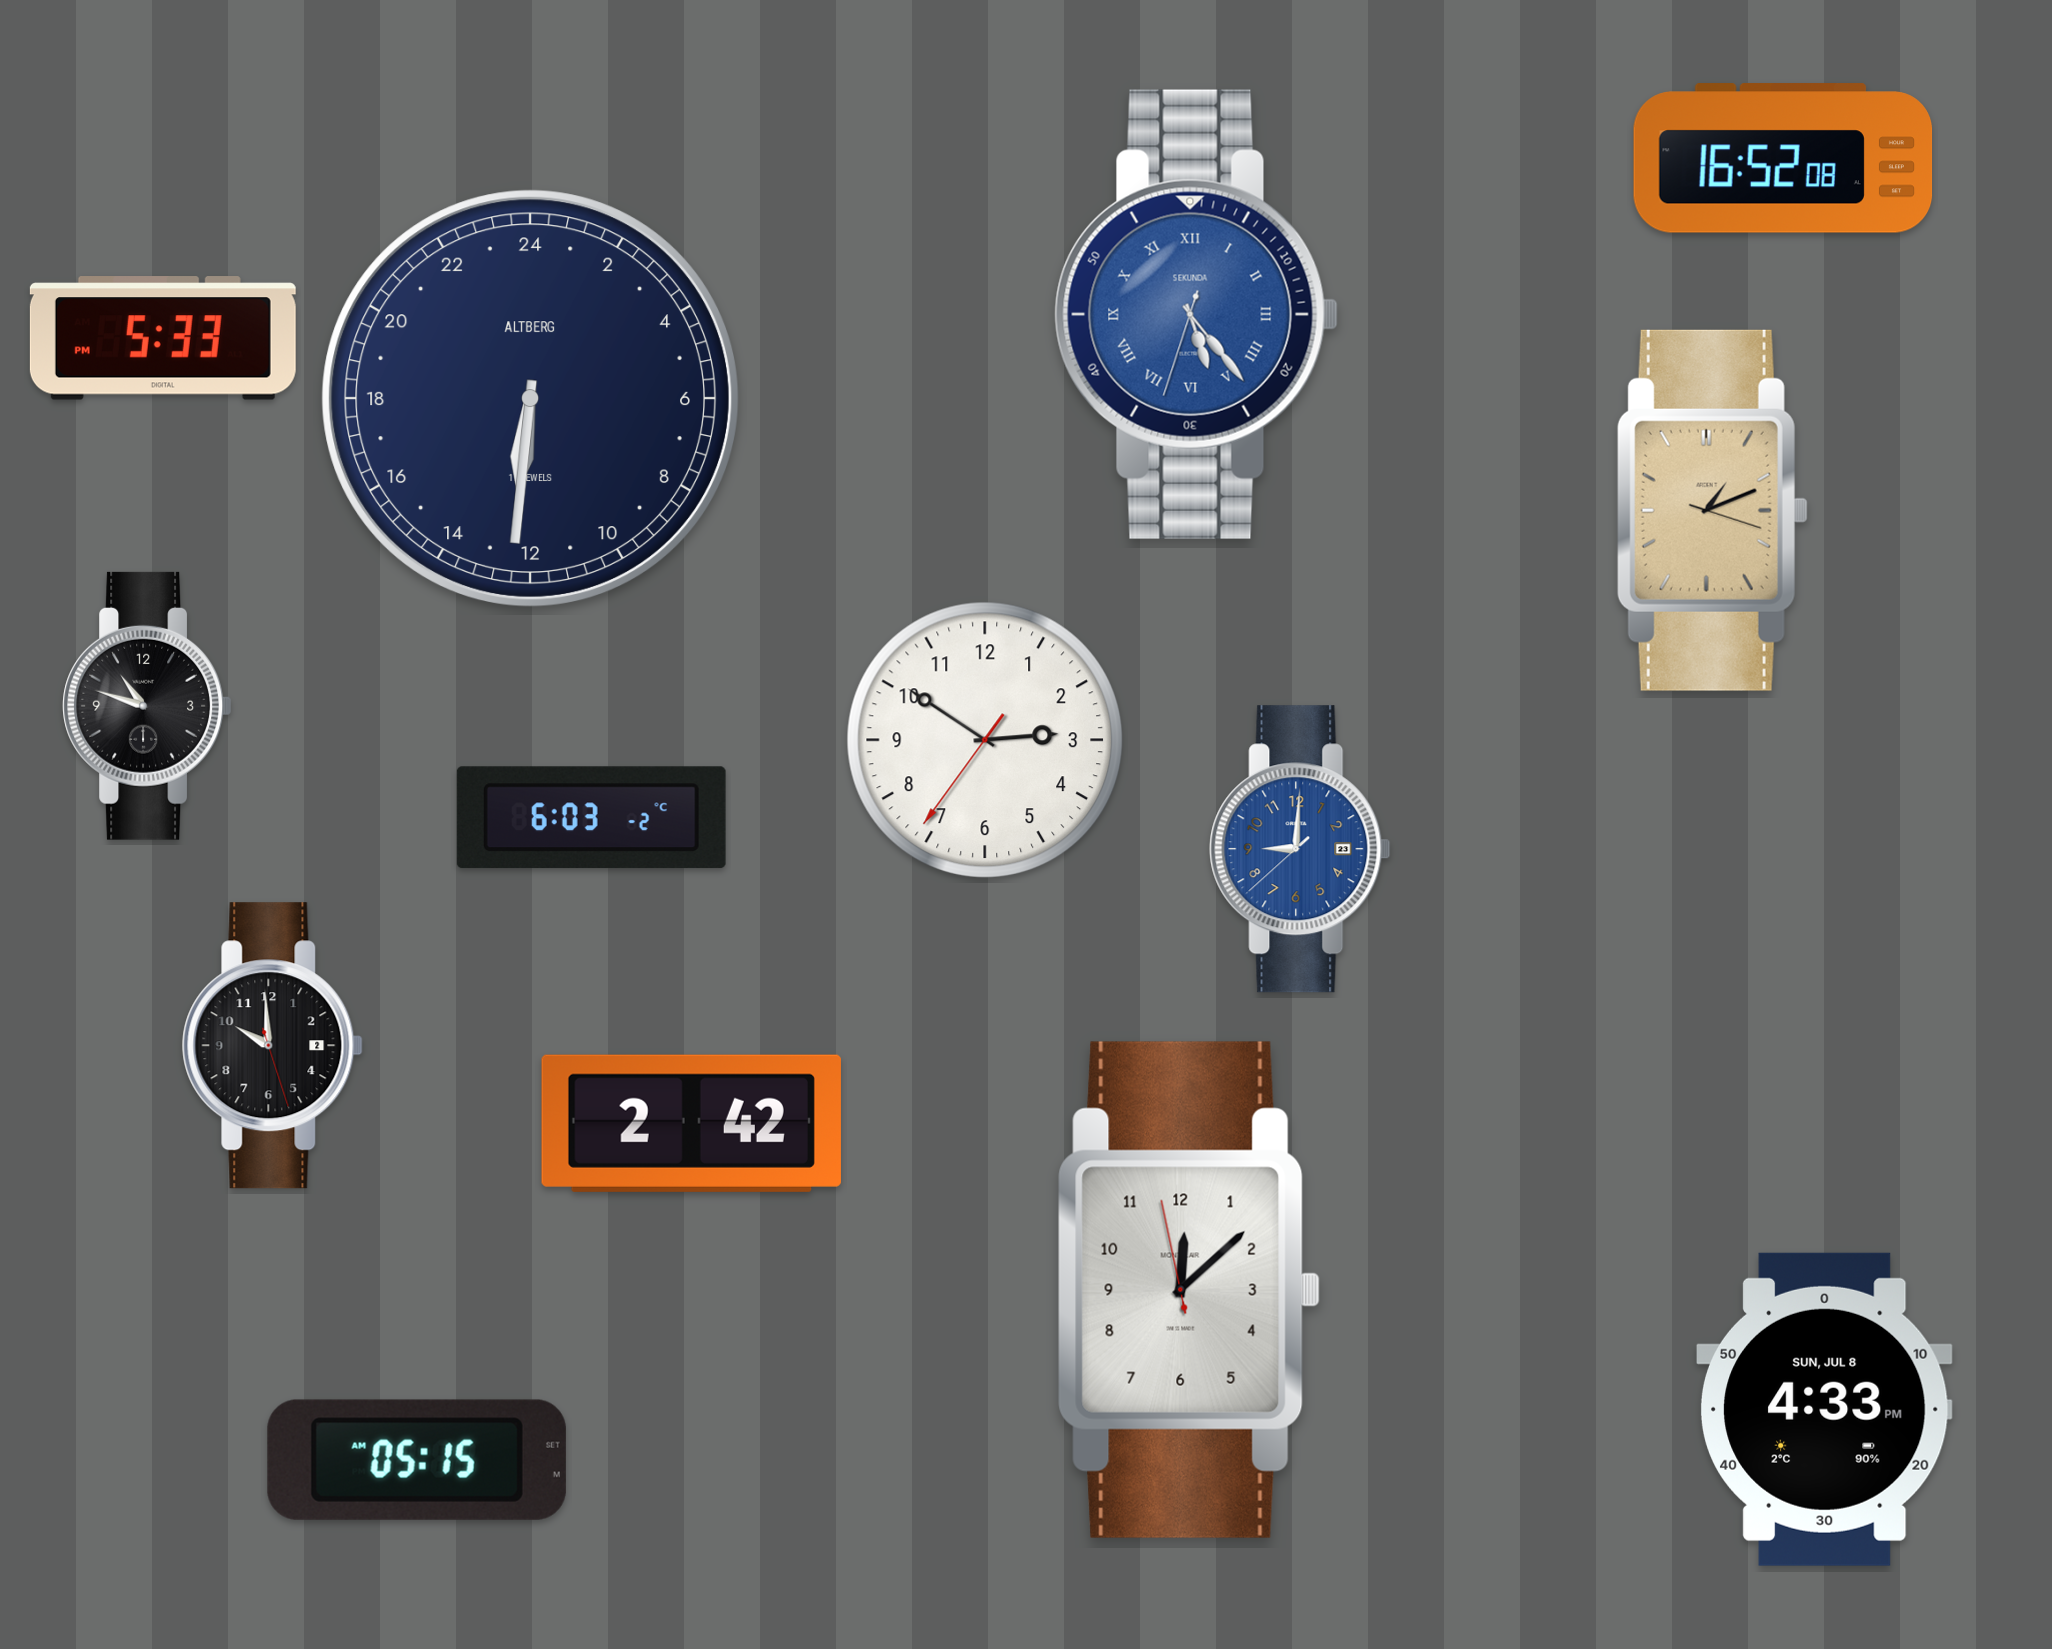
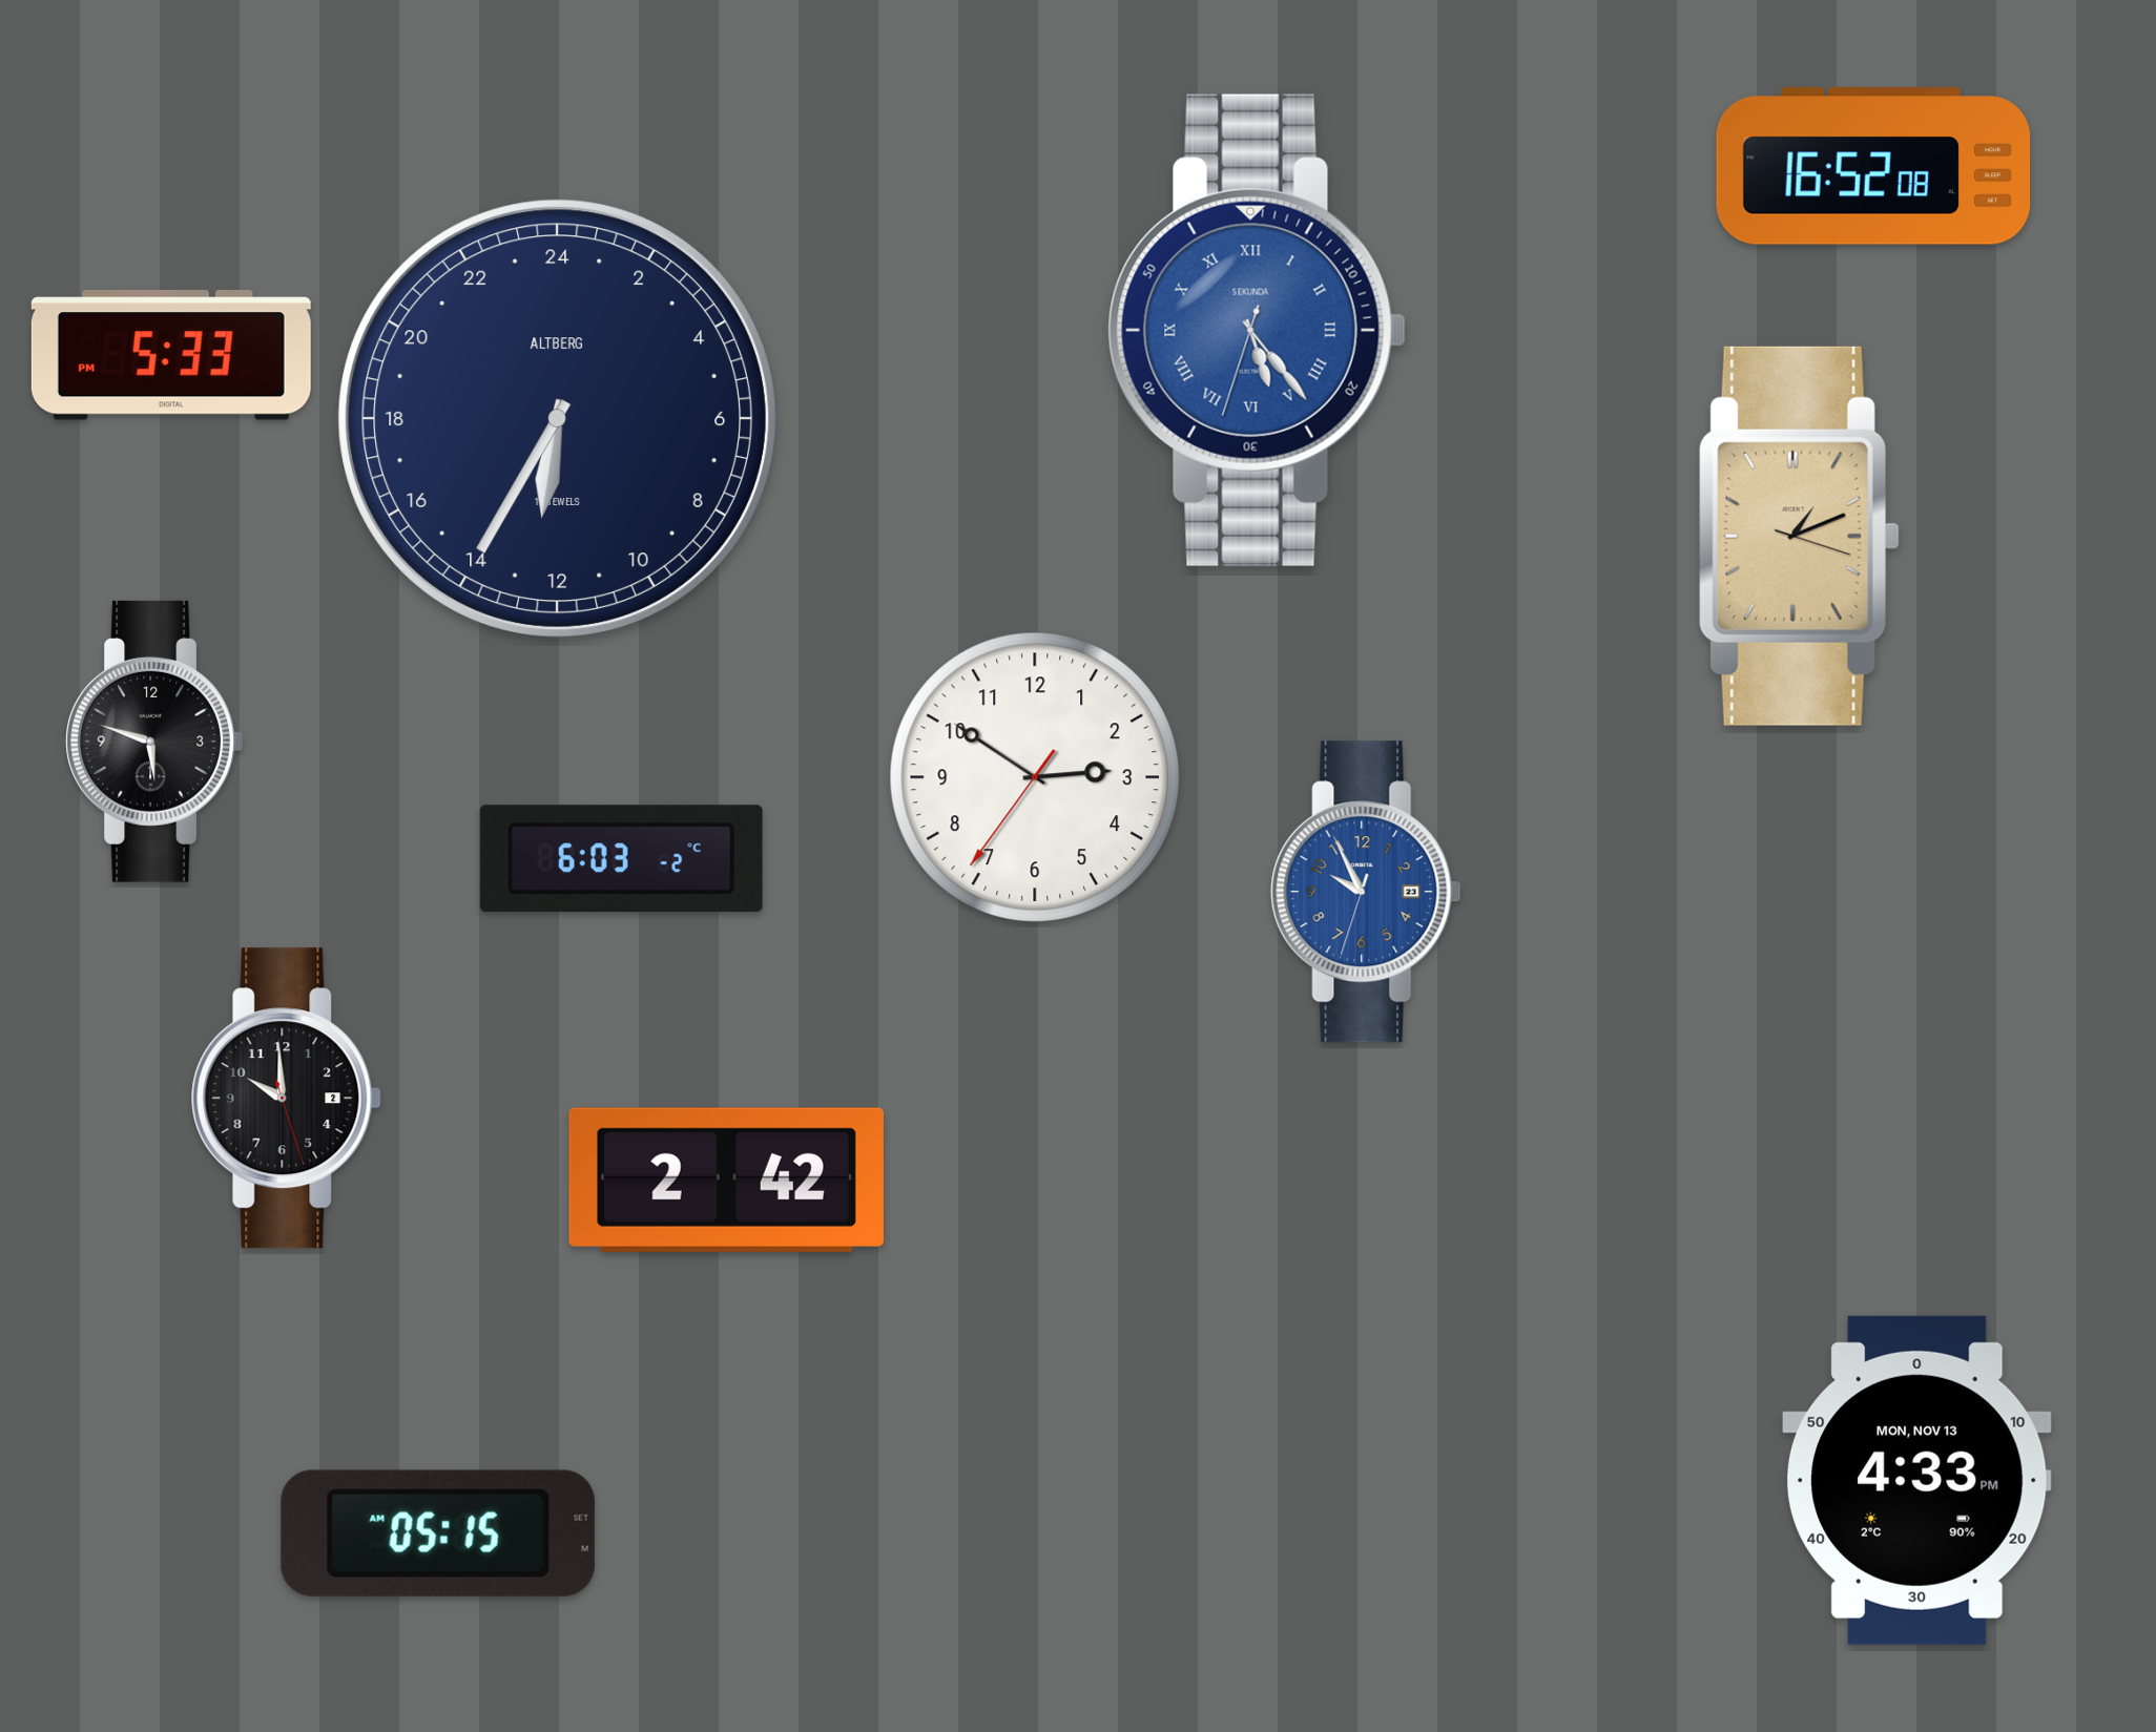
clock at (530, 398): 12:31 -> 12:35
clock at (146, 706): 10:48 -> 5:48
clock at (1300, 849): 9:00 -> 9:55
clock at (1189, 1290): 12:07 -> none
clock at (1824, 1409) date: SUN, JUL 8 -> MON, NOV 13
